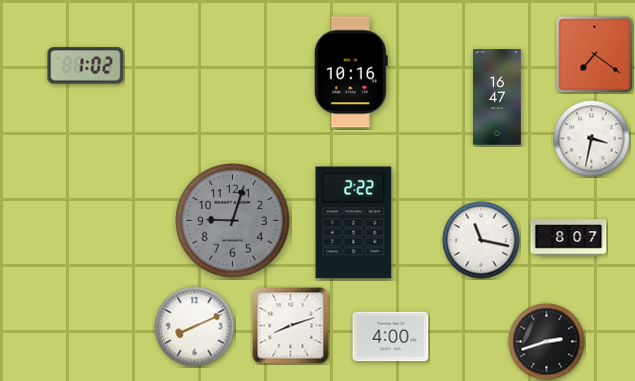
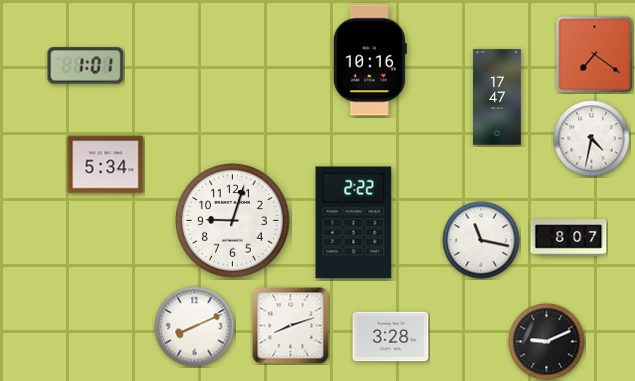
clock at (86, 66): 1:02 -> 1:01
clock at (351, 72) position: (351, 72) -> (370, 60)
clock at (498, 97): 16:47 -> 17:47
clock at (592, 139): 3:32 -> 4:32
clock at (106, 165): none -> 5:34
clock at (233, 221) dial: grey -> white
clock at (391, 337): 4:00 -> 3:28
clock at (547, 342): 2:42 -> 9:11
